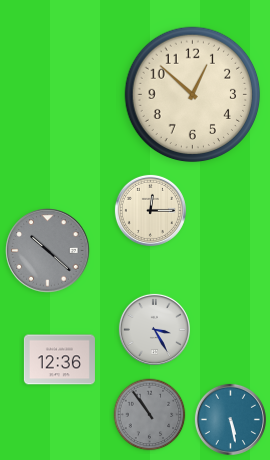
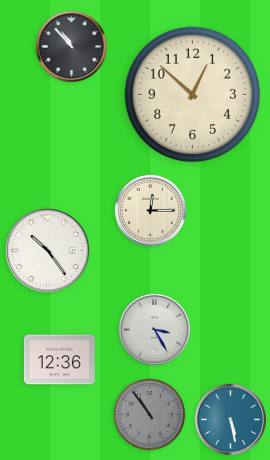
clock at (71, 46): none -> 10:53
clock at (48, 251): 10:22 -> 10:24
clock at (48, 251) dial: grey -> white
